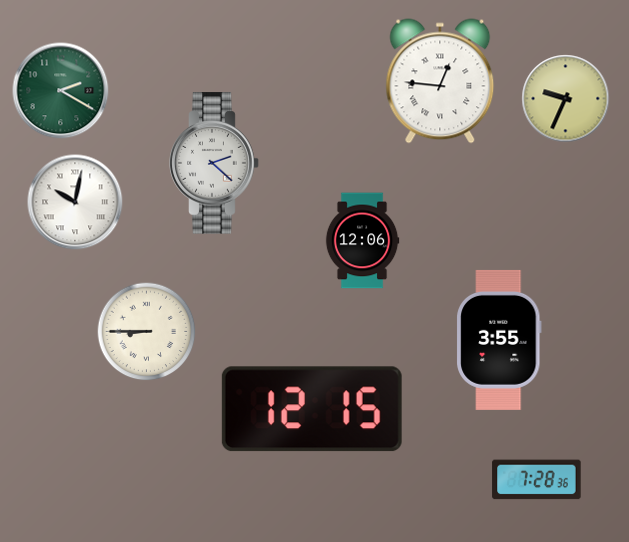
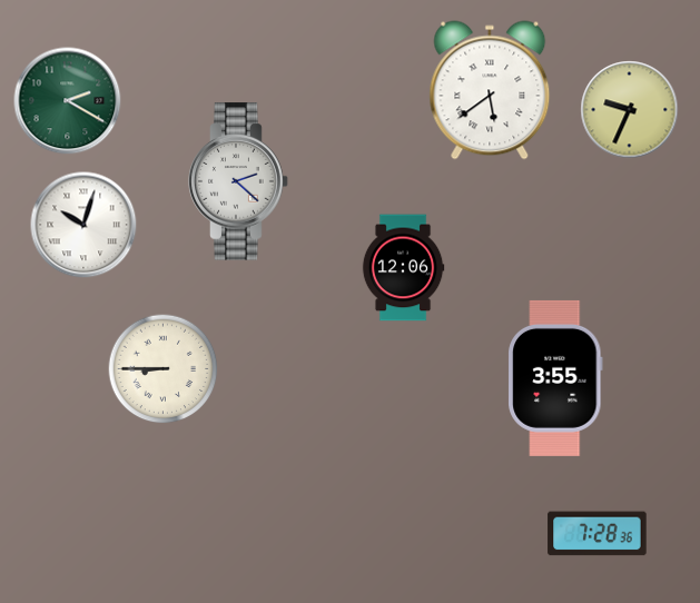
clock at (440, 81): 12:46 -> 5:39
clock at (75, 202): 10:02 -> 10:03
clock at (312, 409): 12:15 -> none
